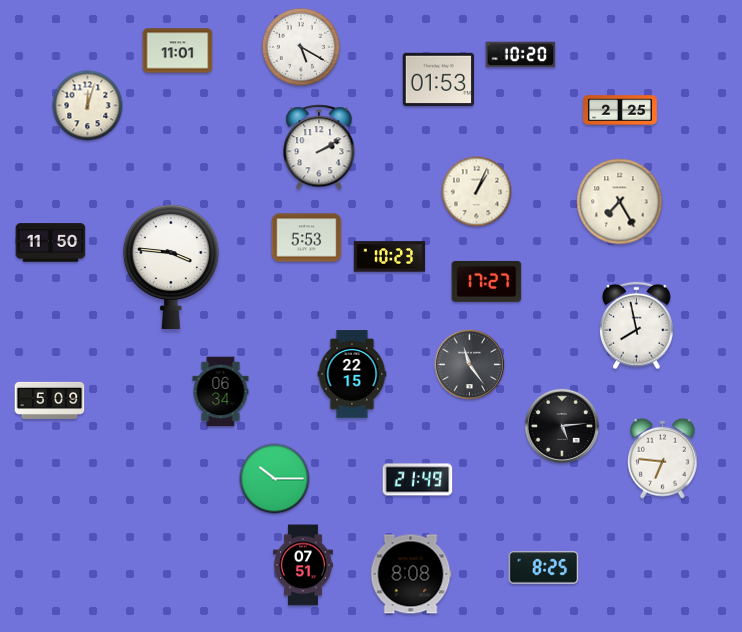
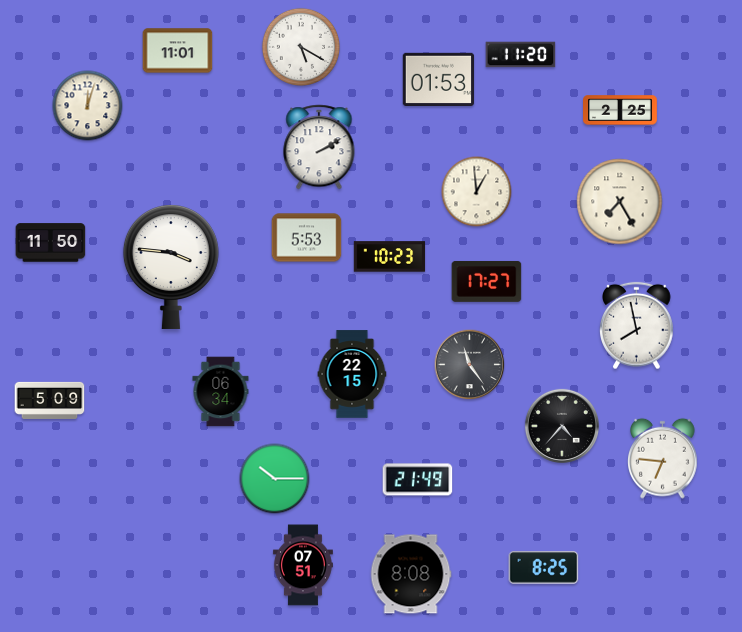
clock at (521, 55): 10:20 -> 11:20
clock at (477, 192): 1:04 -> 12:59
clock at (562, 426): 5:14 -> 4:37
